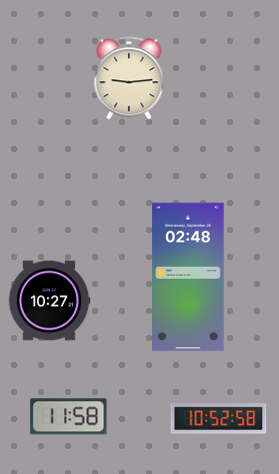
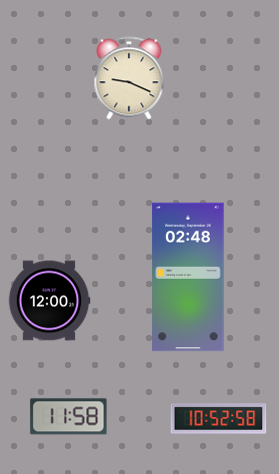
clock at (129, 78): 9:14 -> 9:19
clock at (49, 301): 10:27 -> 12:00
